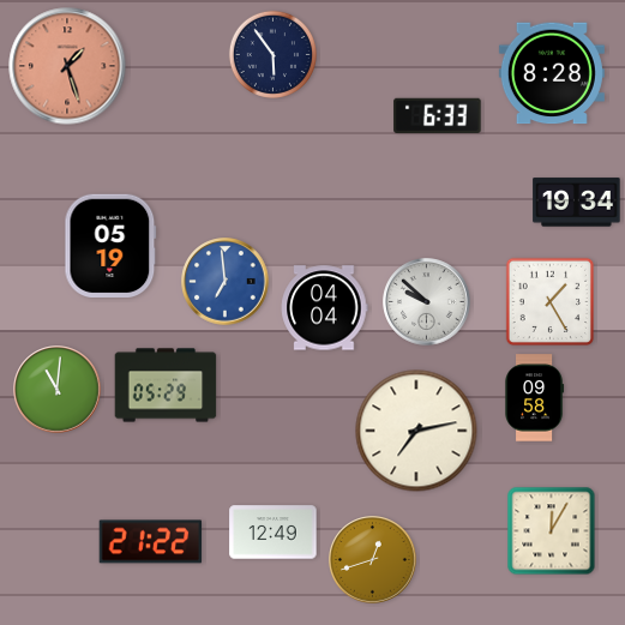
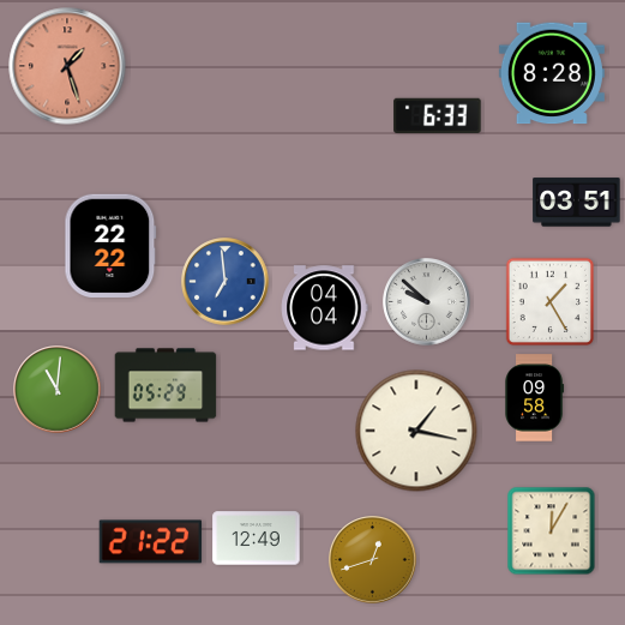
clock at (272, 54): 5:54 -> none
clock at (577, 203): 19:34 -> 03:51
clock at (110, 245): 05:19 -> 22:22
clock at (416, 431): 7:13 -> 1:17
clock at (274, 533) position: (274, 533) -> (257, 539)
